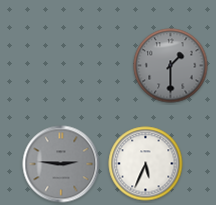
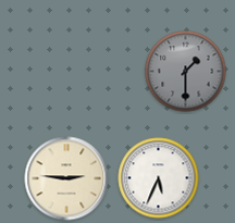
clock at (61, 164) dial: grey -> cream
